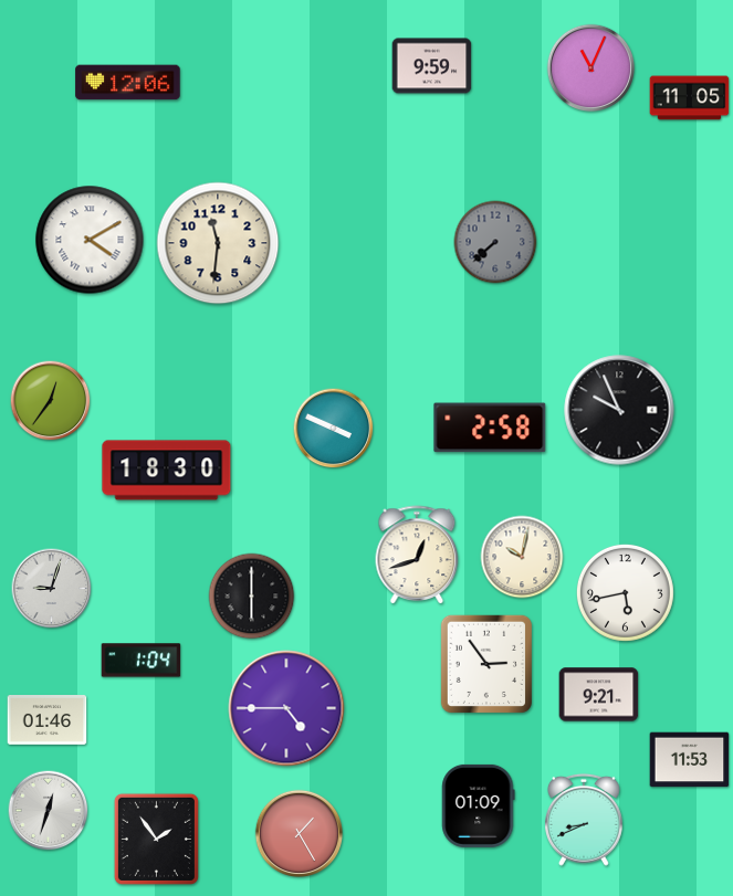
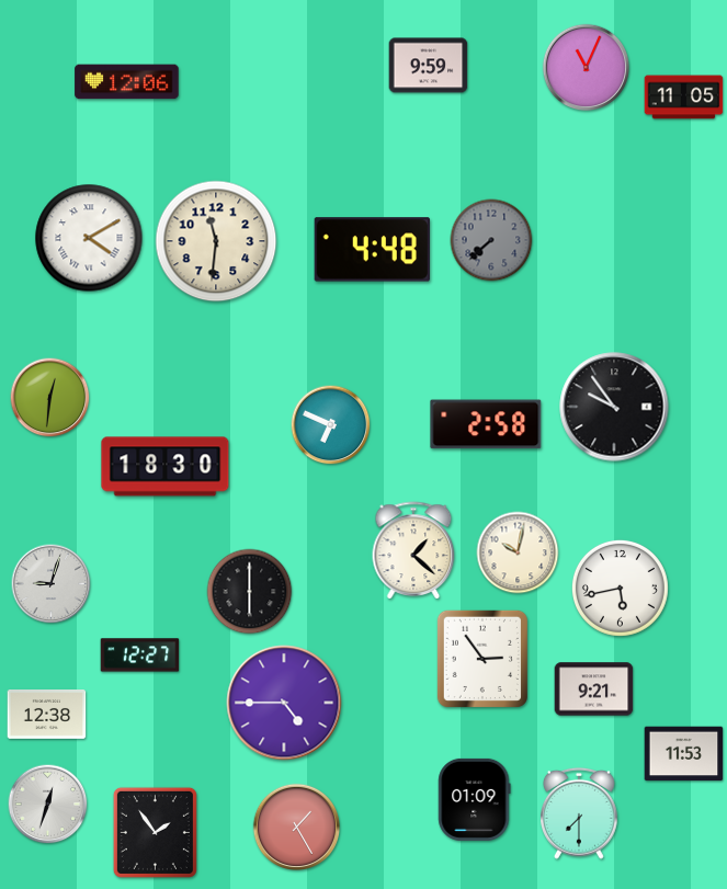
clock at (372, 250): none -> 4:48
clock at (51, 401): 12:36 -> 12:31
clock at (619, 410): 9:56 -> 9:54
clock at (334, 429): 3:49 -> 6:49
clock at (417, 555): 12:42 -> 1:22
clock at (142, 661): 1:04 -> 12:27
clock at (48, 720): 01:46 -> 12:38
clock at (585, 820): 8:41 -> 7:30
